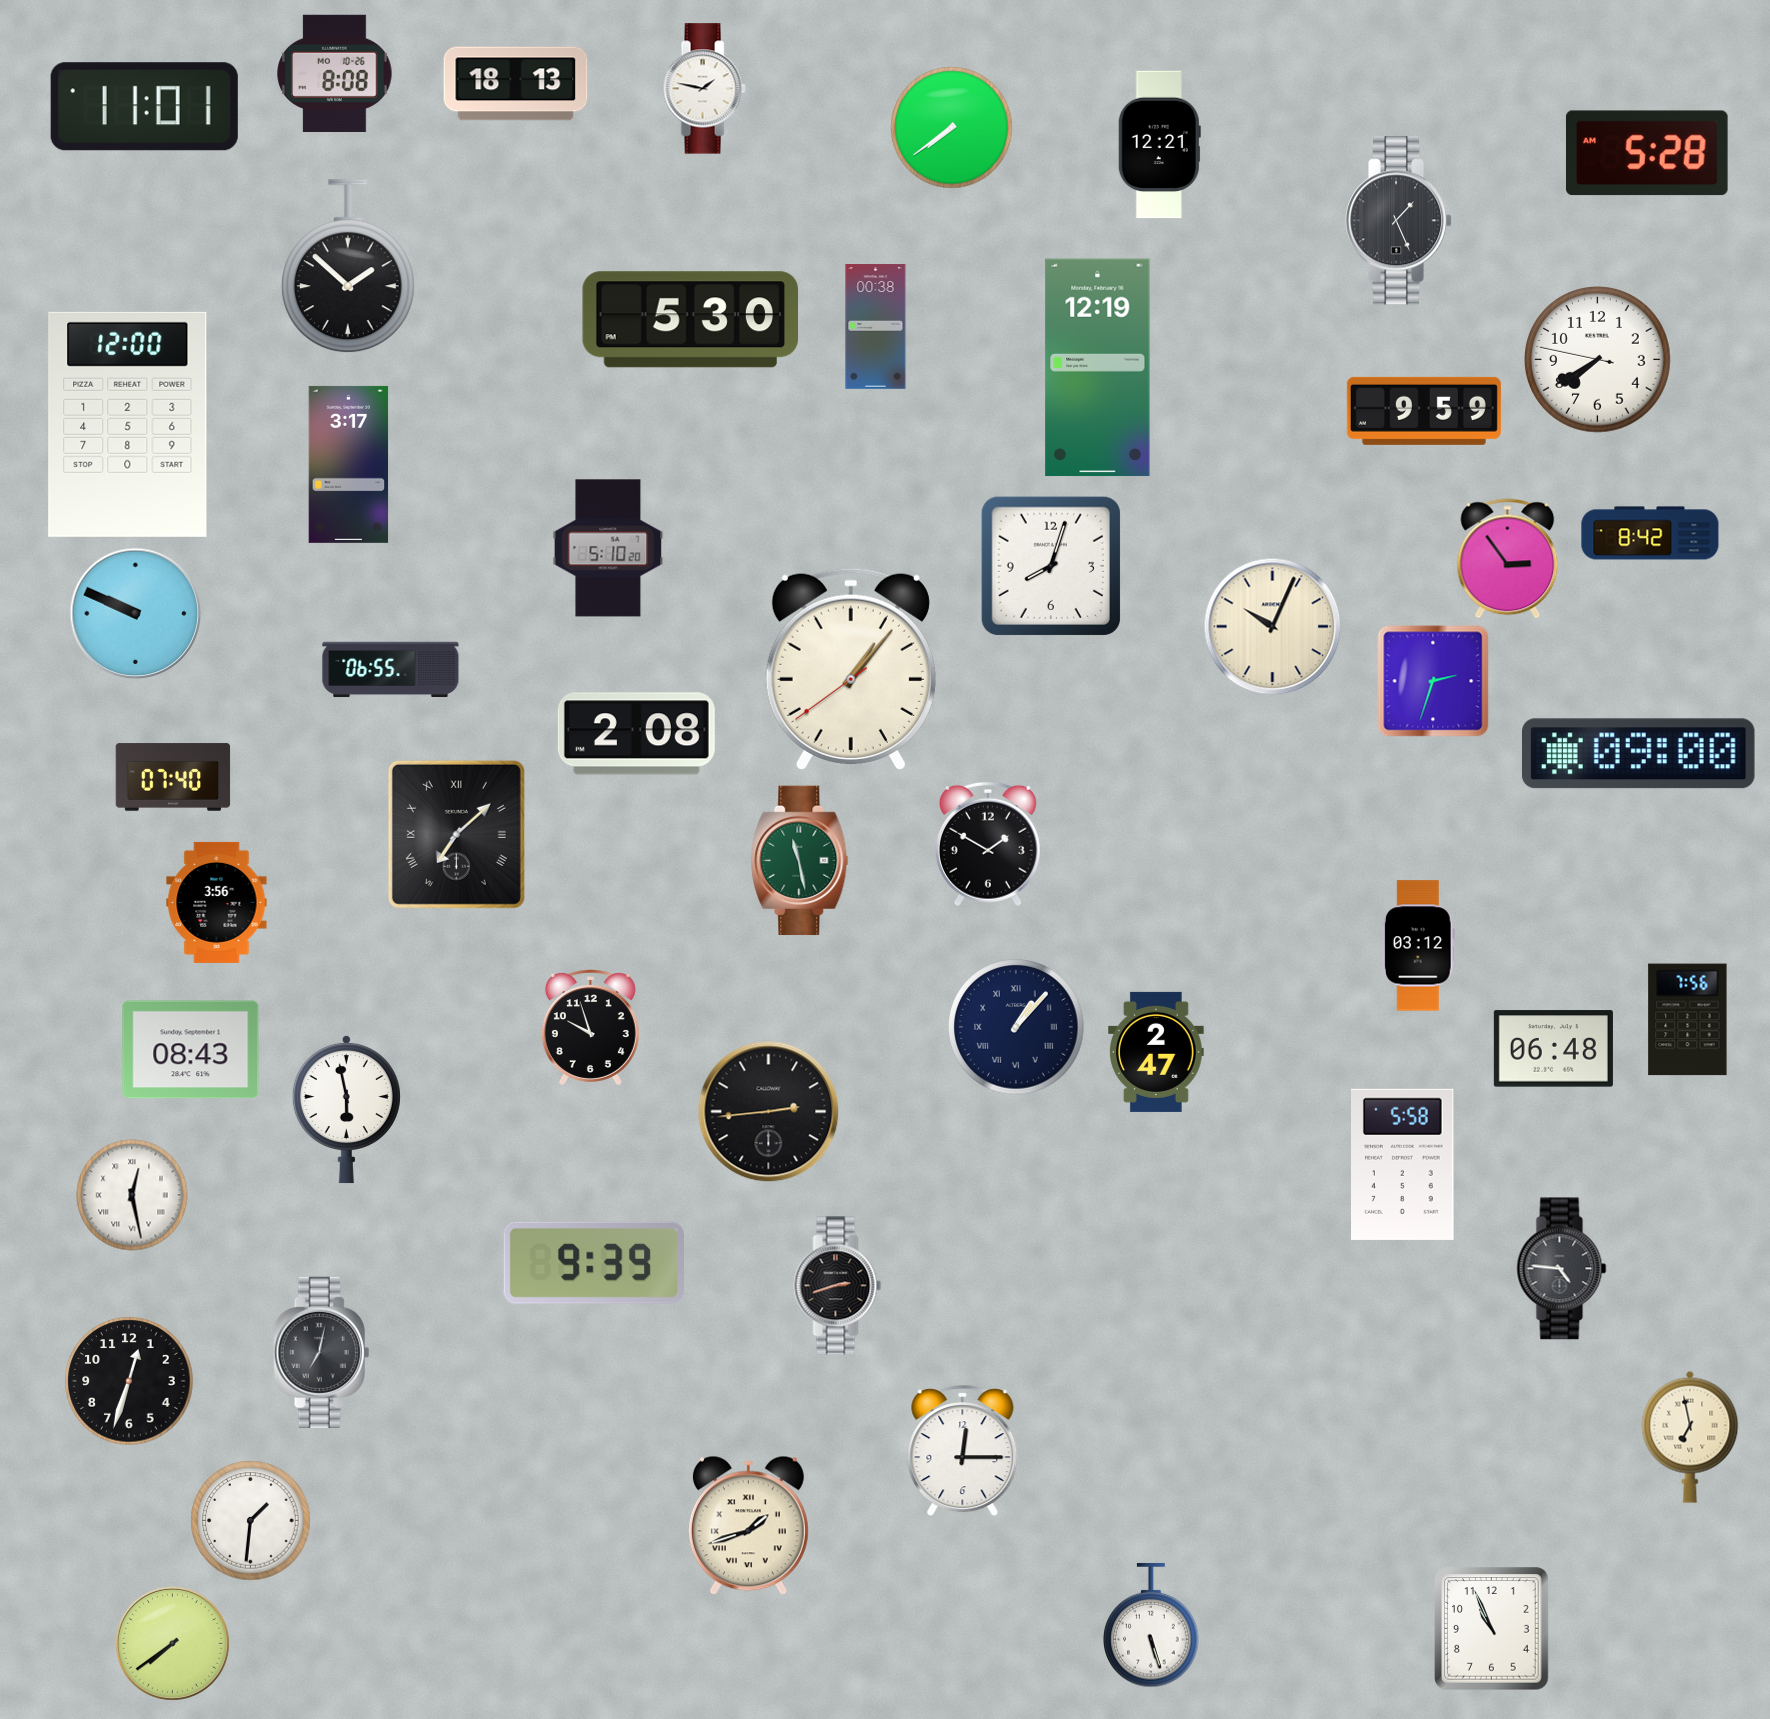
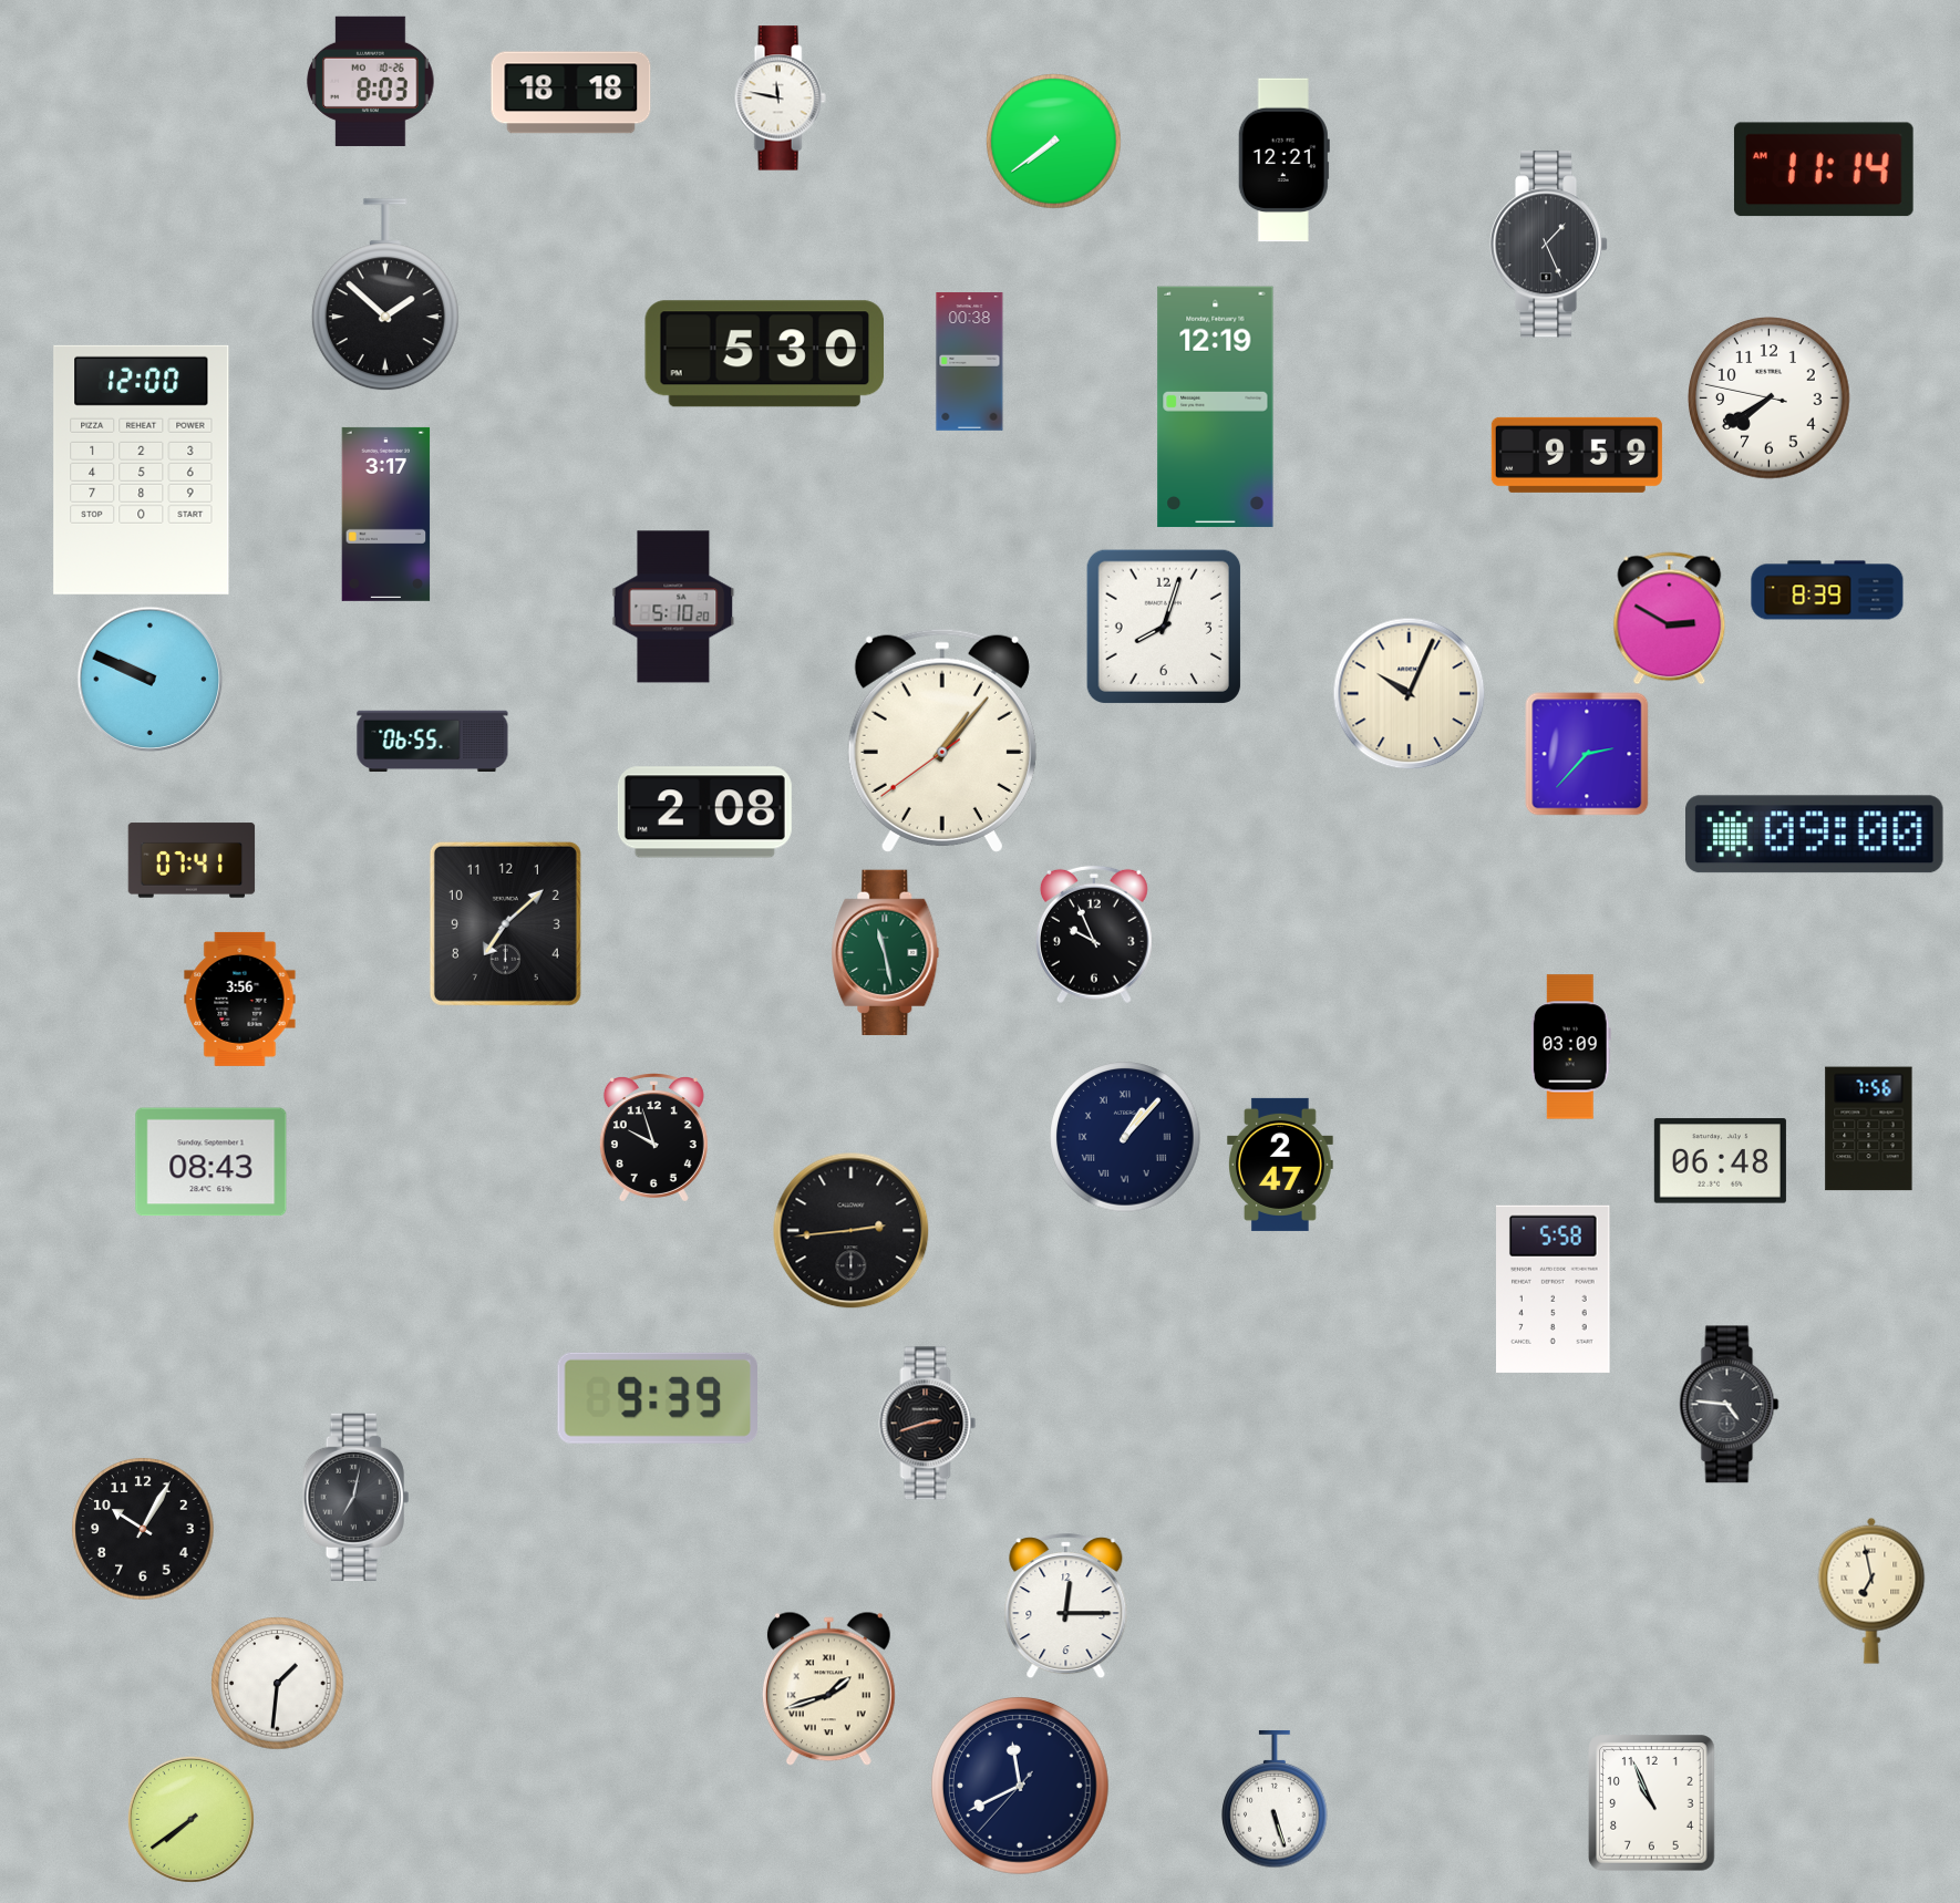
clock at (335, 73): 8:08 -> 8:03
clock at (516, 84): 18:13 -> 18:18
clock at (704, 89): 1:47 -> 11:47
clock at (144, 107): 11:01 -> none
clock at (1647, 153): 5:28 -> 11:14
clock at (1650, 533): 8:42 -> 8:39
clock at (1508, 559): 2:54 -> 2:50
clock at (1433, 681): 2:33 -> 2:37
clock at (173, 777): 07:40 -> 07:41
clock at (456, 834) numerals: Roman -> Arabic
clock at (988, 844): 1:50 -> 9:56
clock at (1418, 946): 03:12 -> 03:09
clock at (346, 1109): 5:58 -> none
clock at (132, 1195): 12:28 -> none
clock at (129, 1381): 12:33 -> 10:05
clock at (1021, 1787): none -> 11:40
